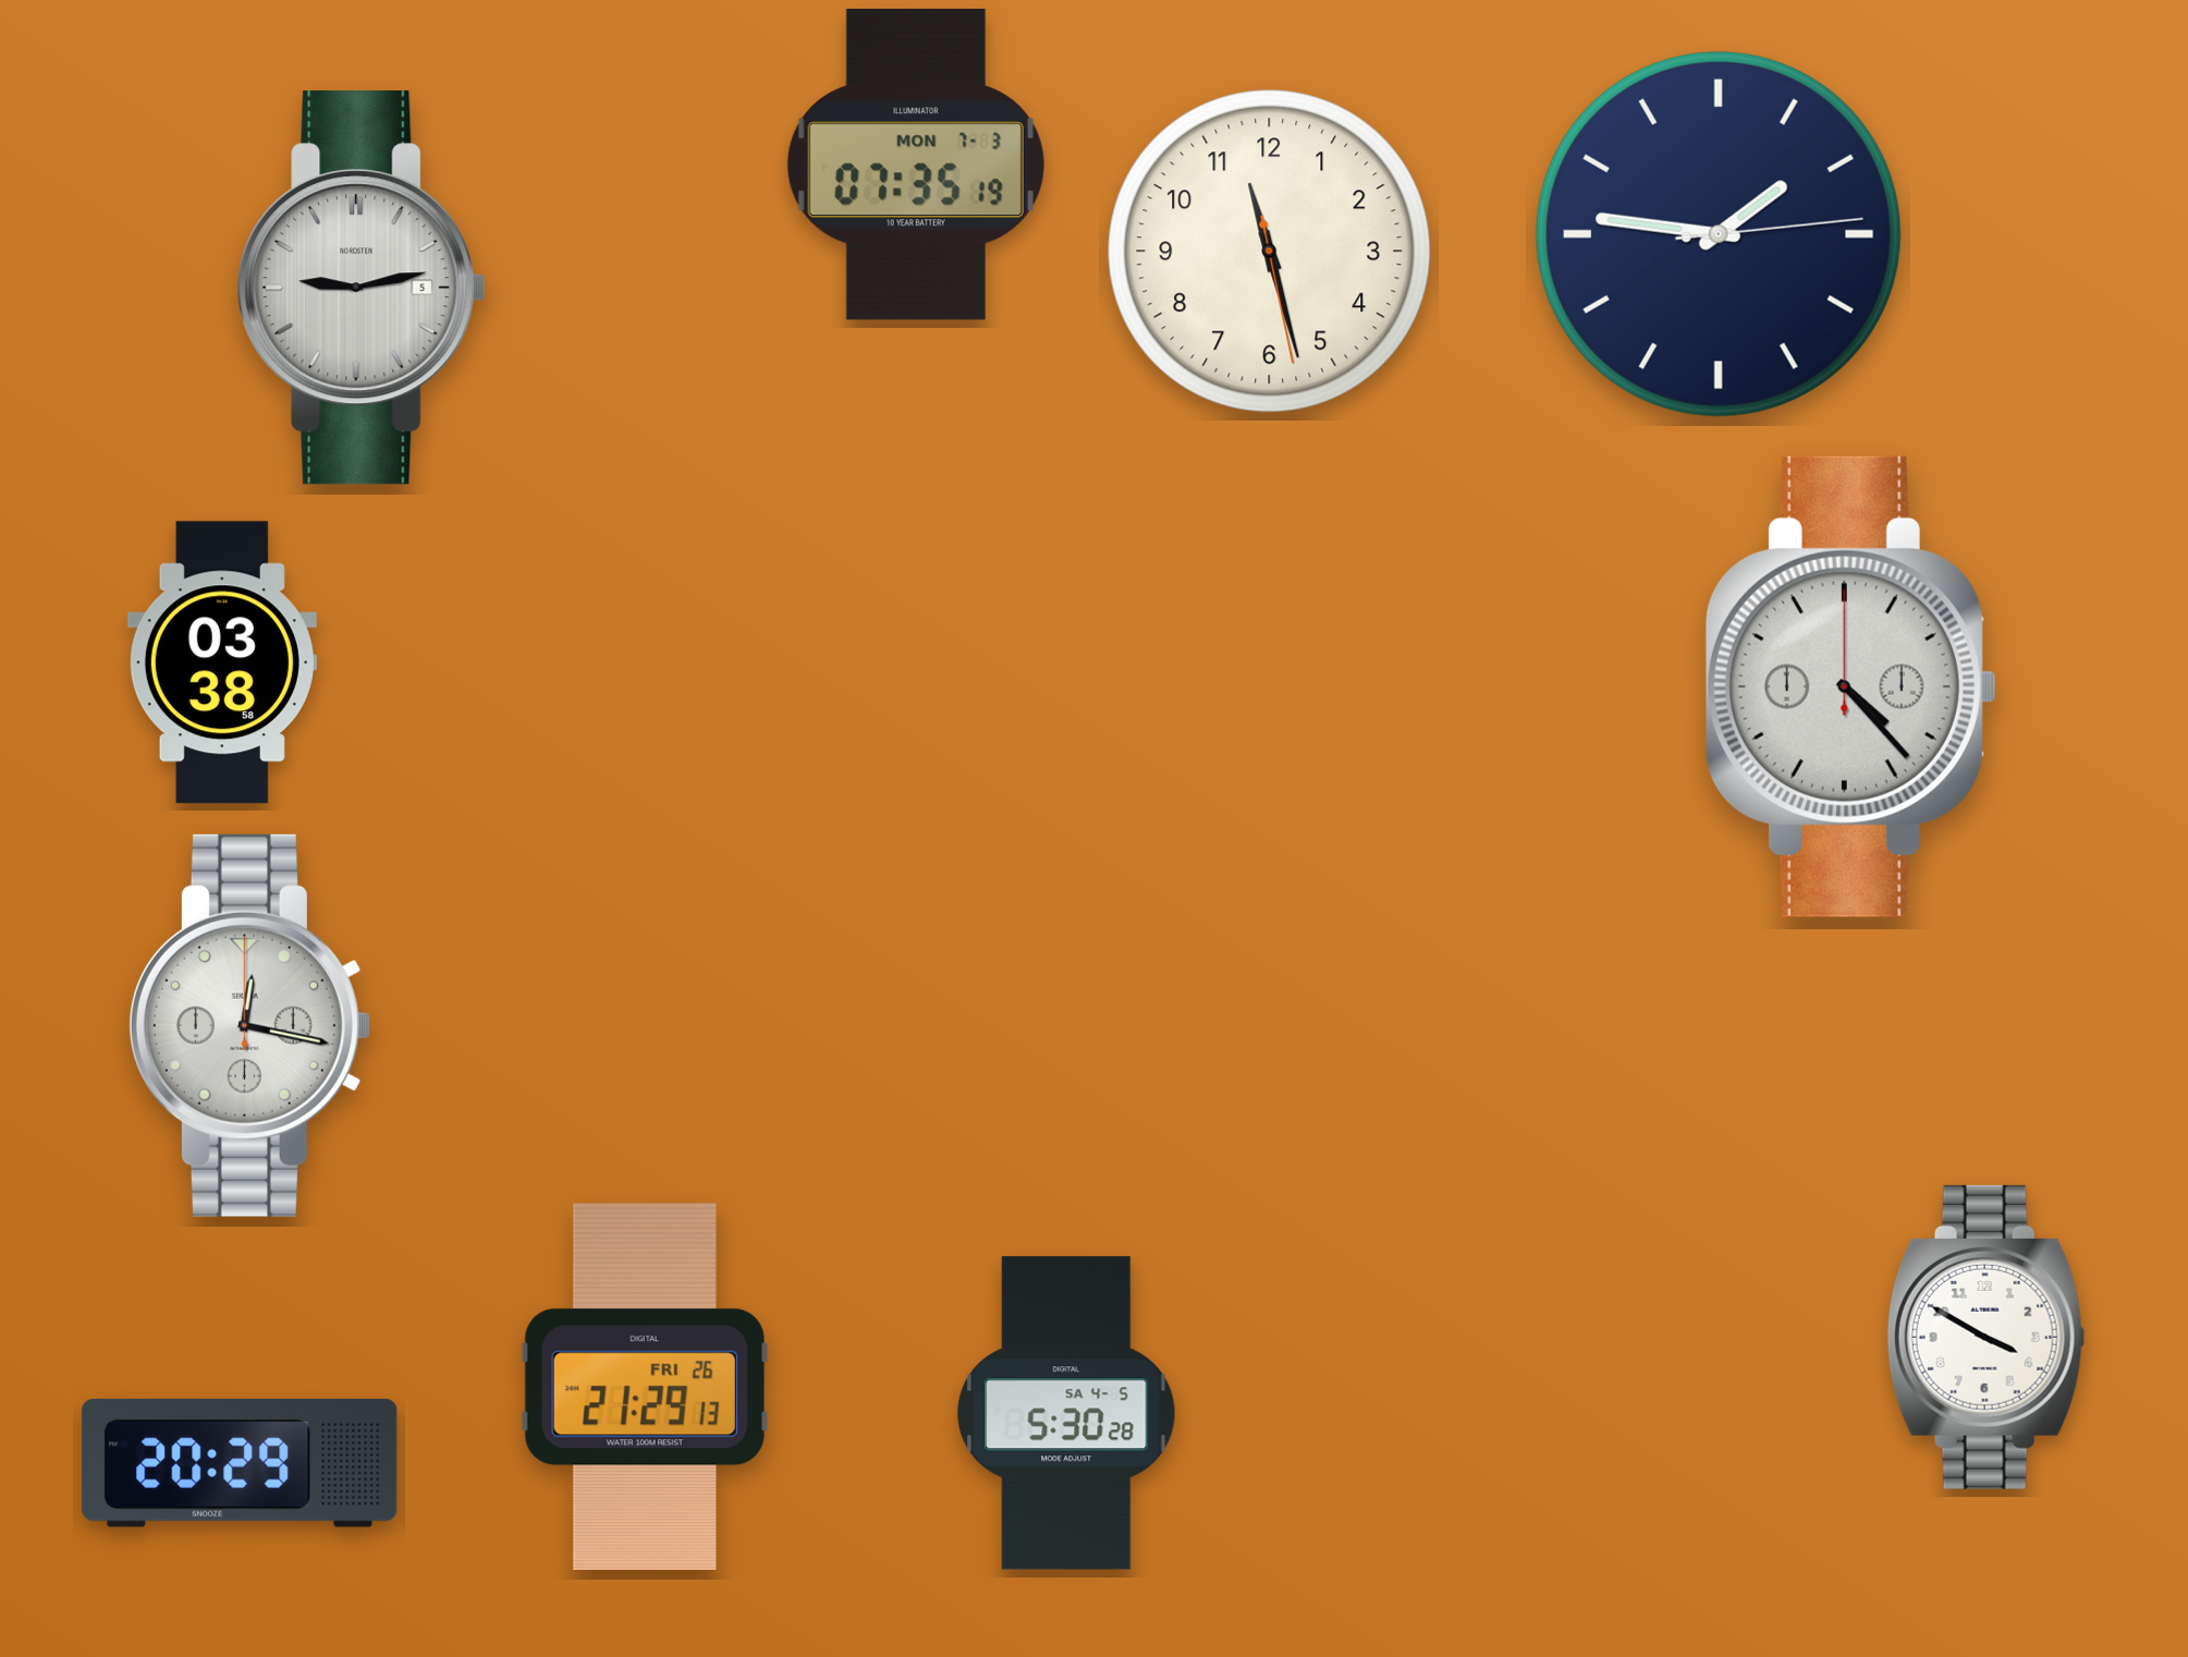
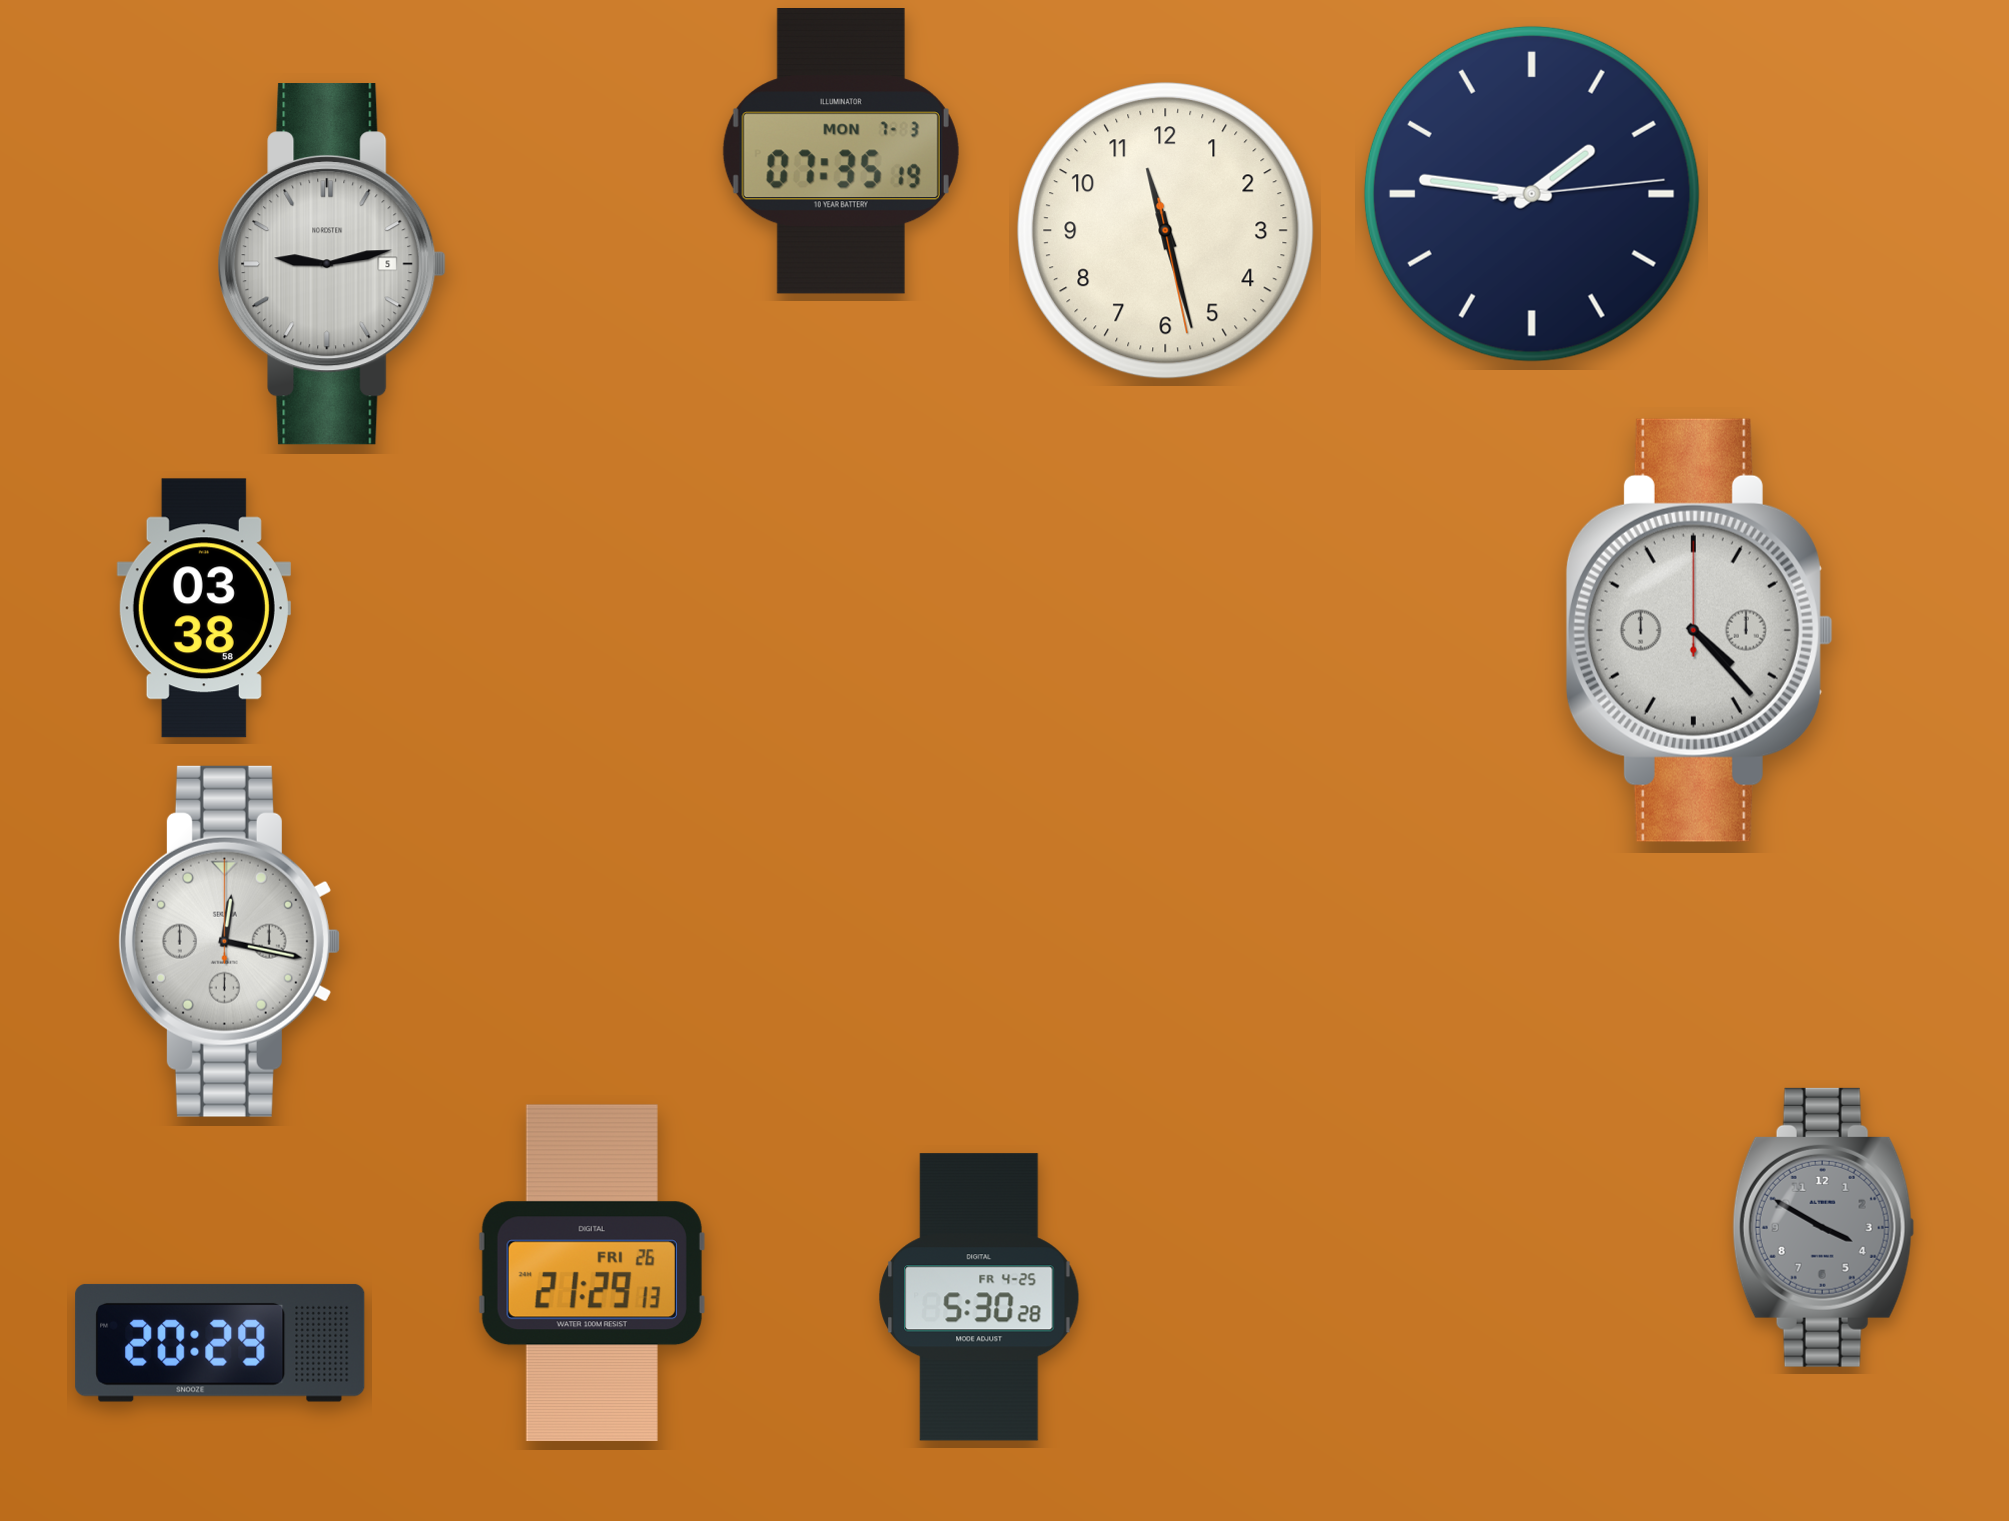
clock at (1719, 234) position: (1719, 234) -> (1532, 194)
clock at (1987, 1337) dial: white -> grey
clock at (1066, 1413) date: SA 4-5 -> FR 4-25
